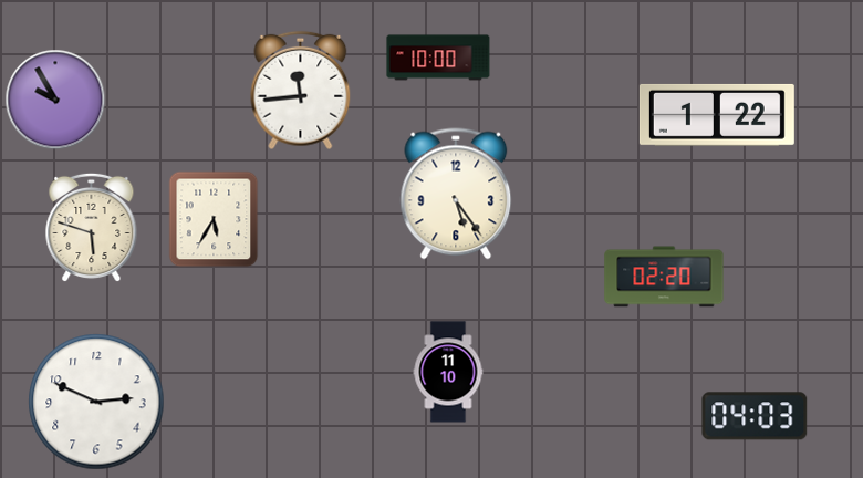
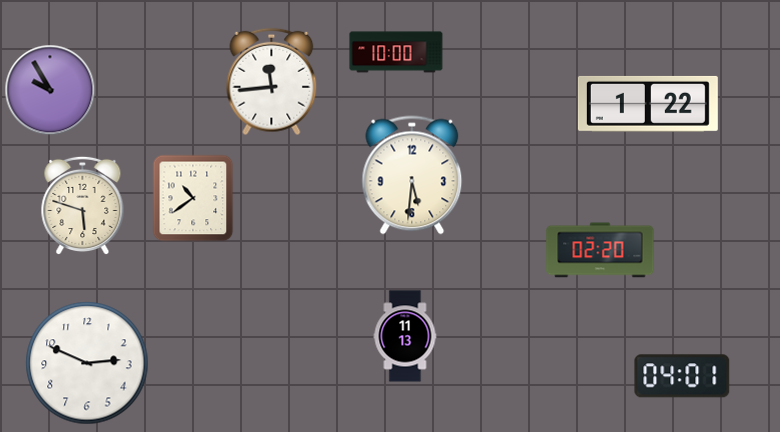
clock at (456, 194): 5:24 -> 5:31
clock at (214, 219): 5:35 -> 10:39
clock at (448, 372): 11:10 -> 11:13
clock at (755, 416): 04:03 -> 04:01
